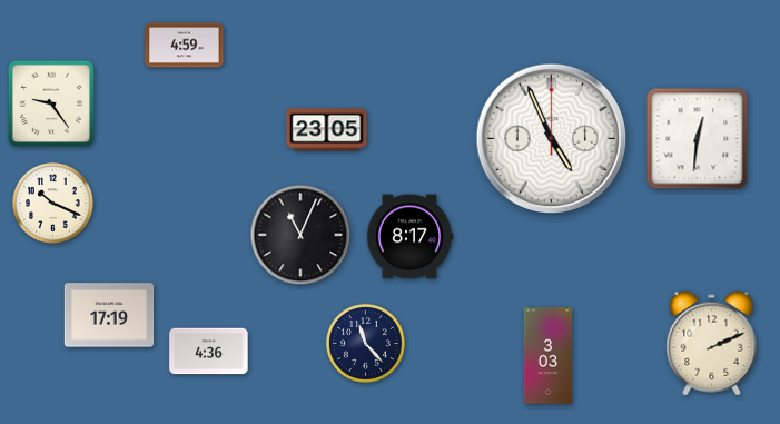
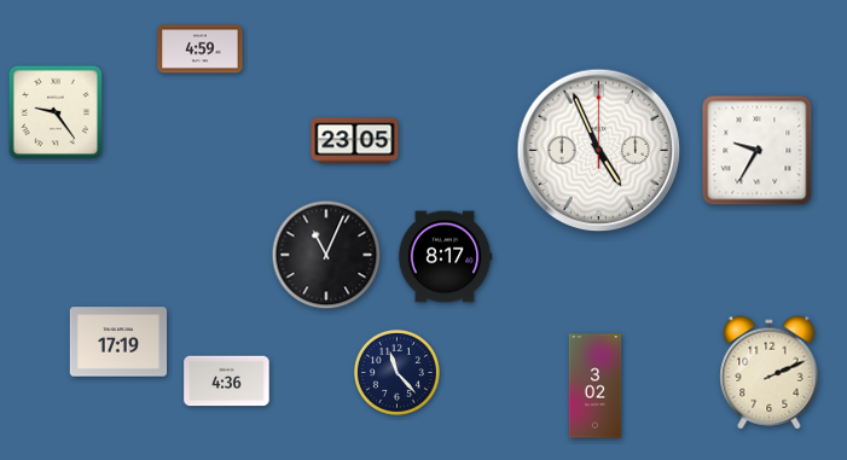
clock at (698, 139): 12:31 -> 9:35
clock at (53, 204): 10:19 -> none
clock at (712, 344) position: (712, 344) -> (770, 373)
clock at (549, 356): 3:03 -> 3:02
